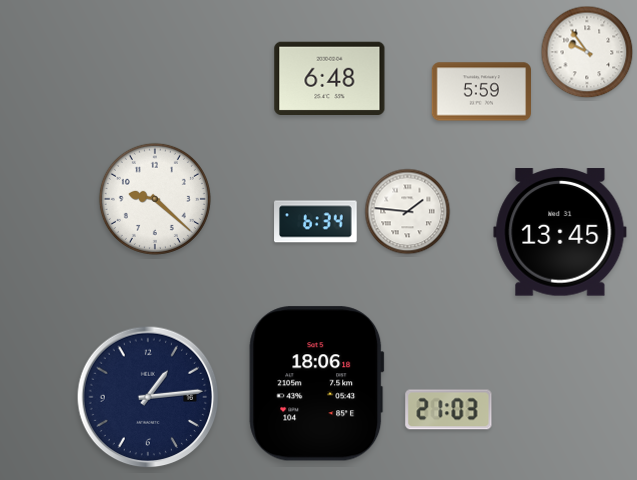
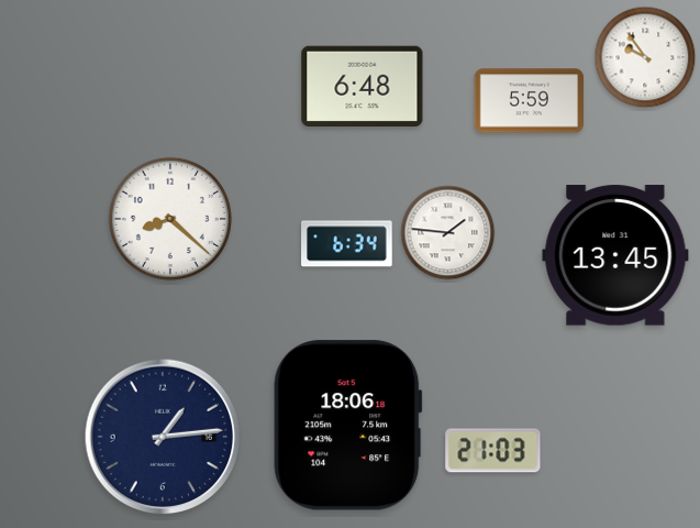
clock at (155, 199): 9:22 -> 8:22
clock at (317, 384) position: (317, 384) -> (348, 426)
